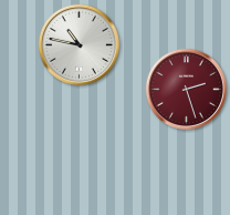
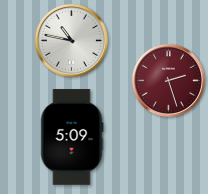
clock at (72, 137): none -> 5:09
